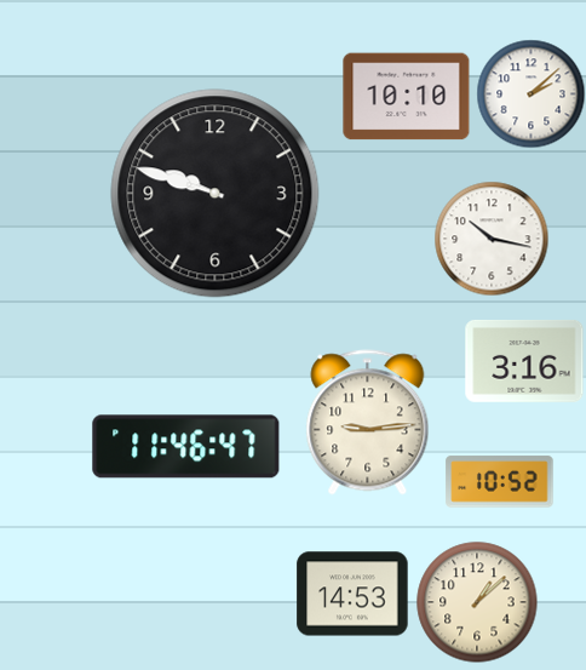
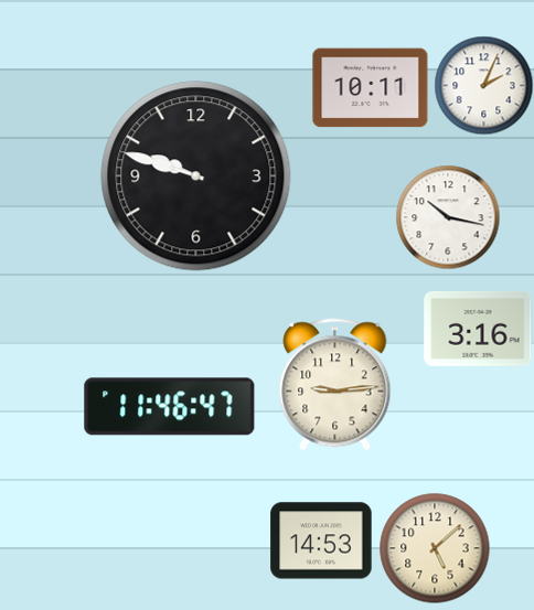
clock at (530, 93): 2:08 -> 2:04
clock at (407, 97): 10:10 -> 10:11
clock at (500, 482): 10:52 -> none
clock at (477, 602): 1:08 -> 5:08
